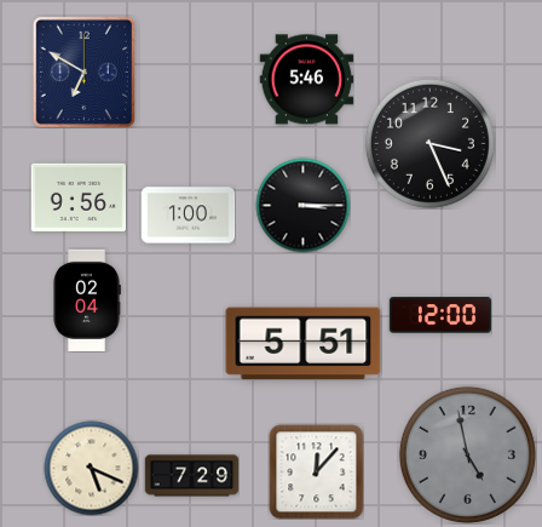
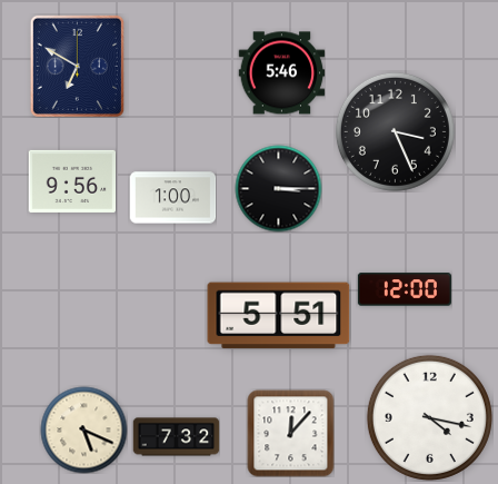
clock at (87, 300): 02:04 -> none
clock at (467, 454): 4:58 -> 4:17
clock at (467, 454) dial: grey -> white
clock at (191, 476): 7:29 -> 7:32
